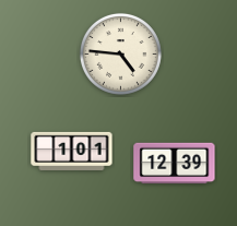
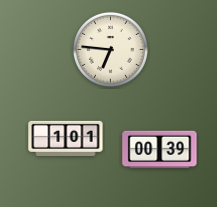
clock at (120, 53): 4:46 -> 6:46
clock at (175, 164): 12:39 -> 00:39
